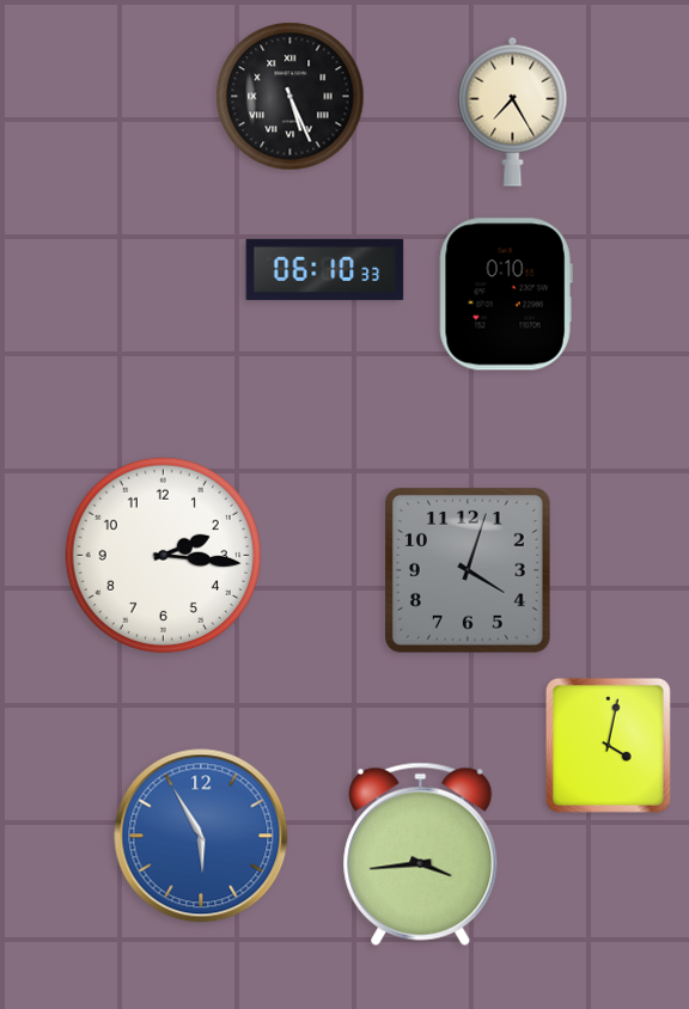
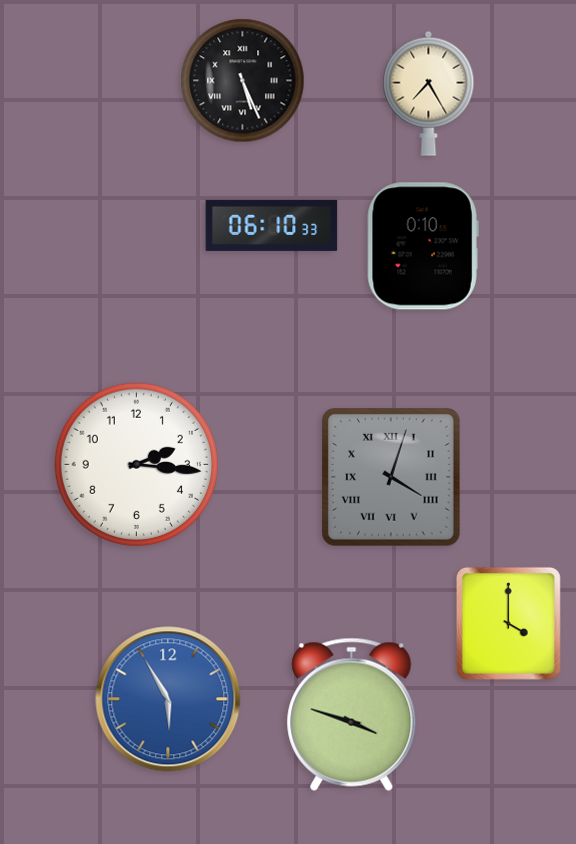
clock at (469, 571) numerals: Arabic -> Roman
clock at (608, 745): 4:02 -> 4:00
clock at (421, 854): 3:44 -> 3:48
